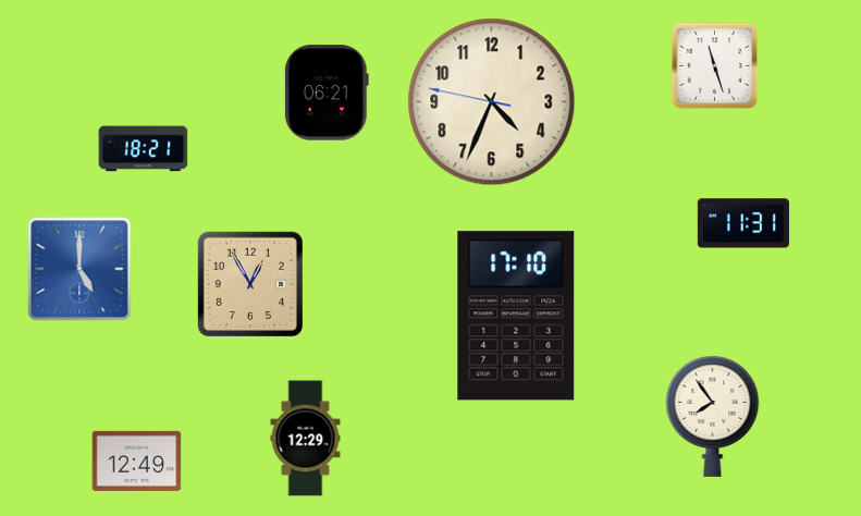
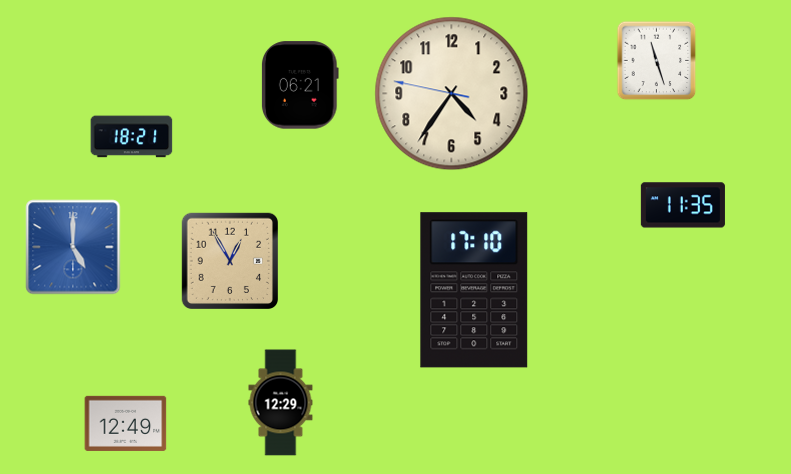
clock at (492, 102): 4:33 -> 4:35
clock at (743, 223): 11:31 -> 11:35
clock at (713, 417): 7:54 -> none
